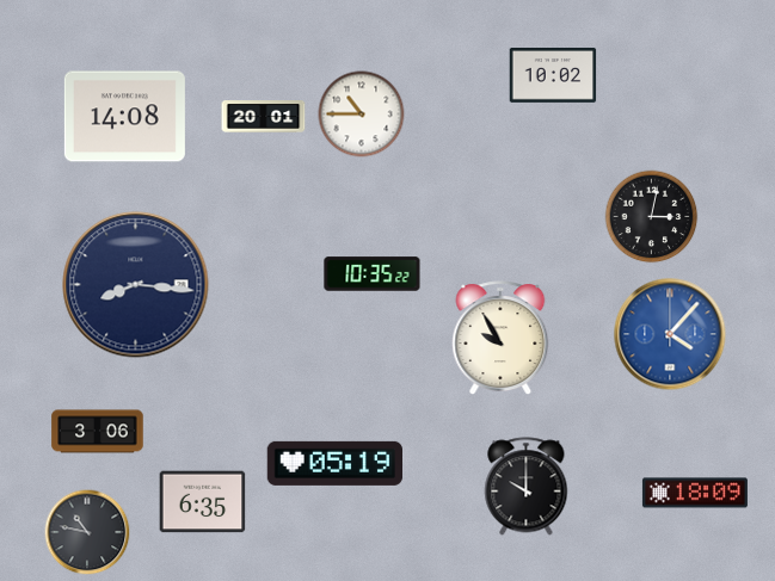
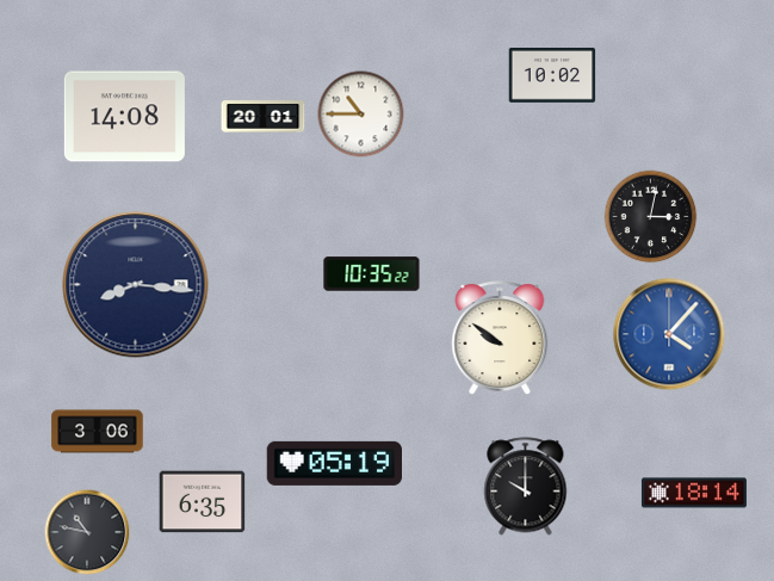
clock at (500, 338): 9:55 -> 9:51
clock at (695, 493): 18:09 -> 18:14
